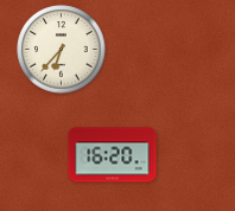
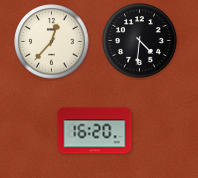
clock at (140, 41): none -> 4:31
clock at (62, 50): 6:37 -> 12:37
